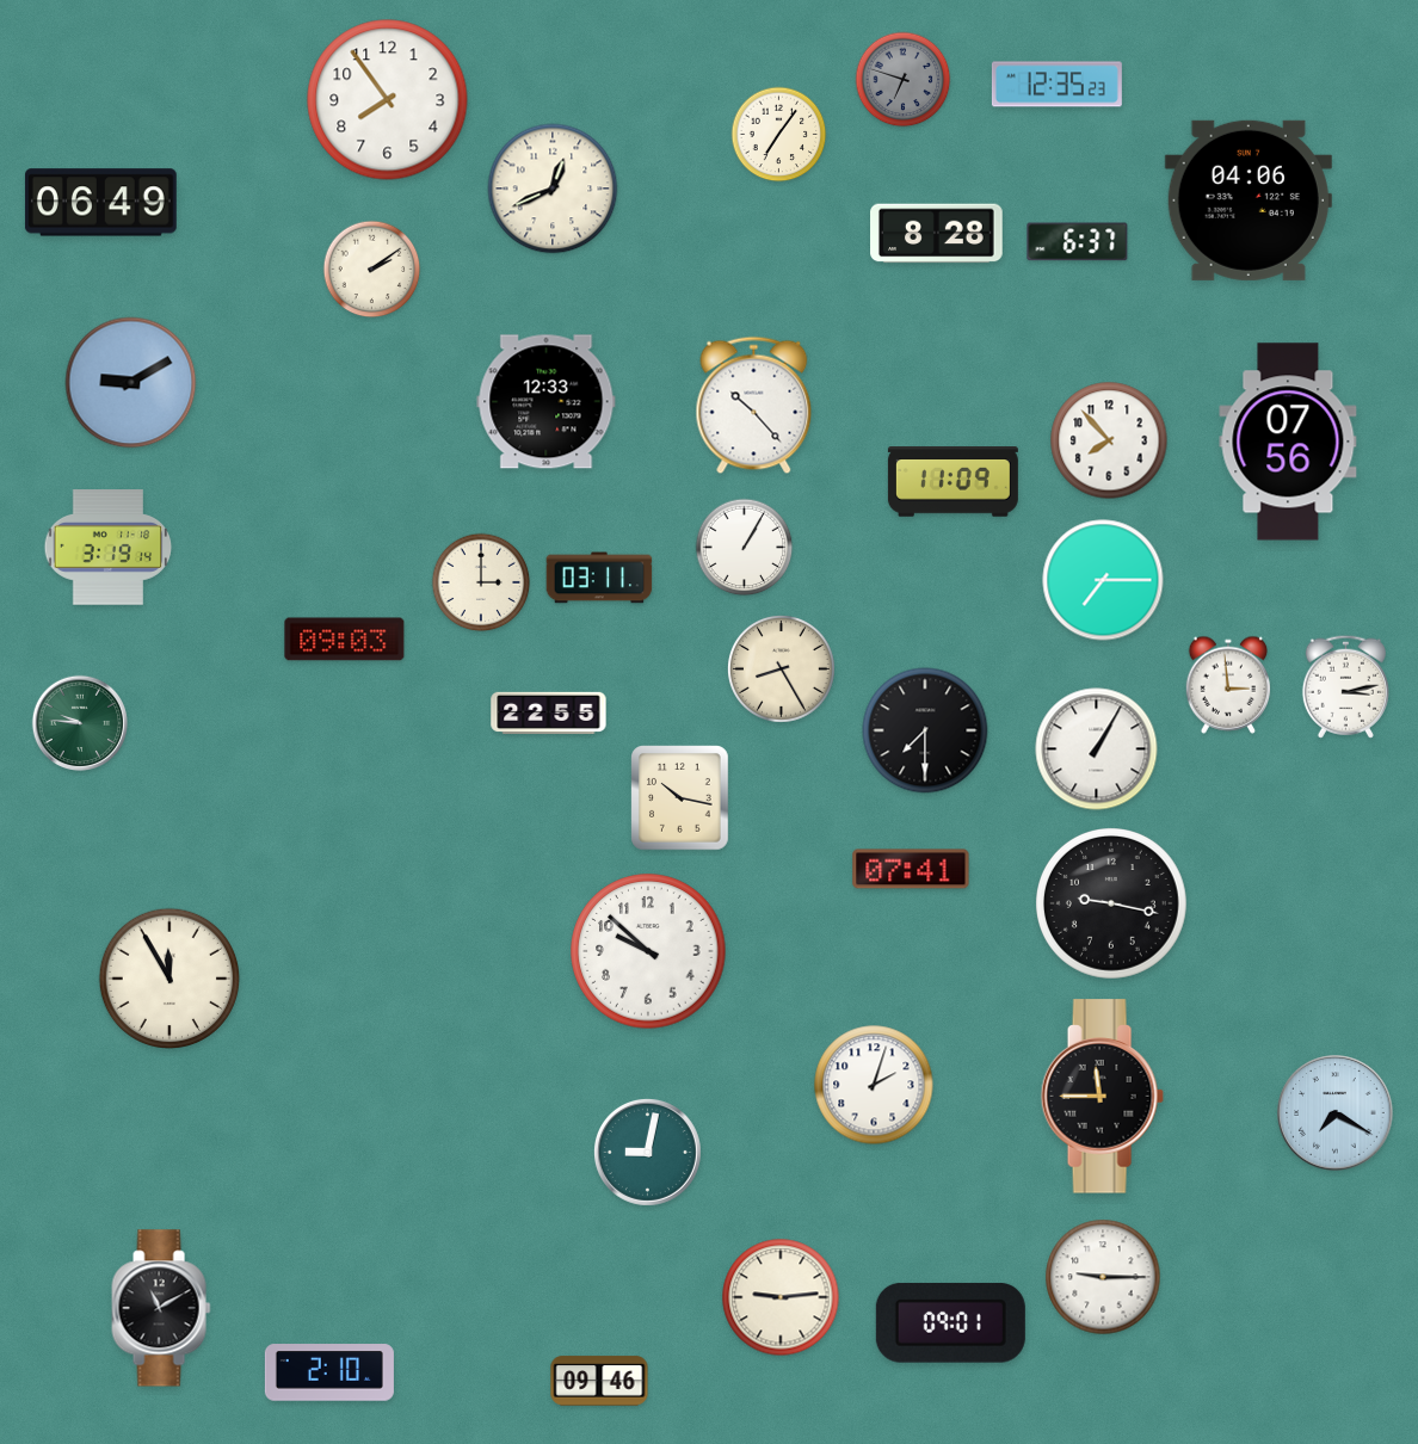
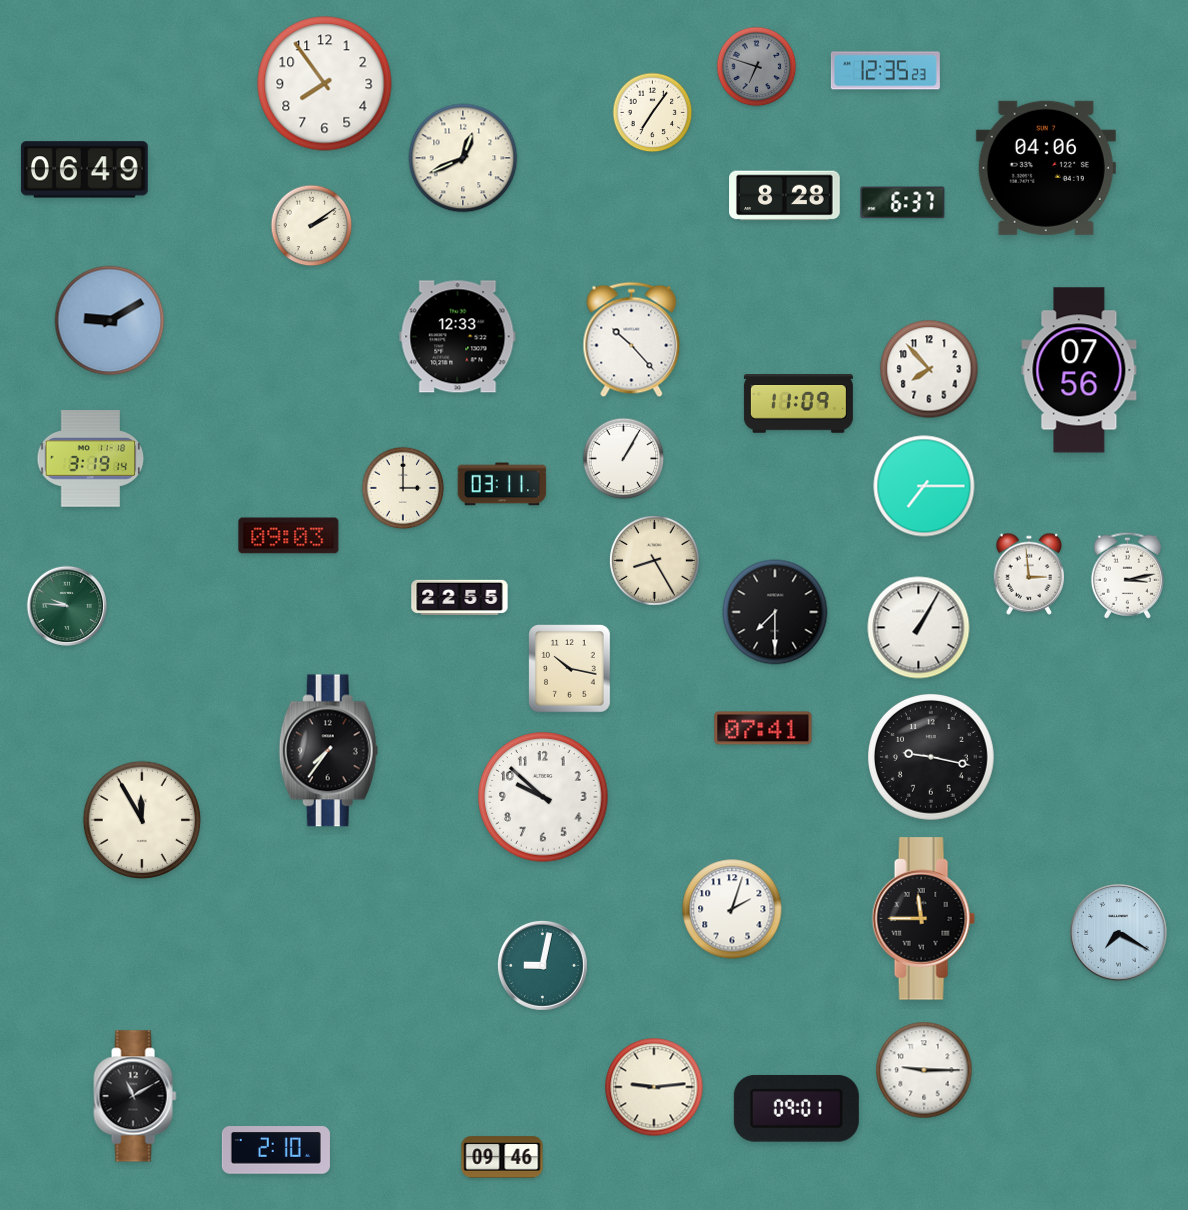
clock at (328, 751): none -> 7:36
